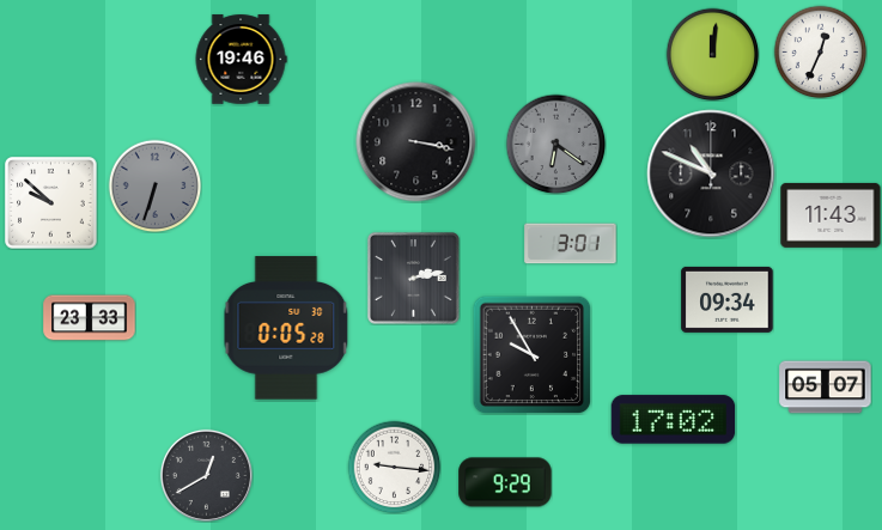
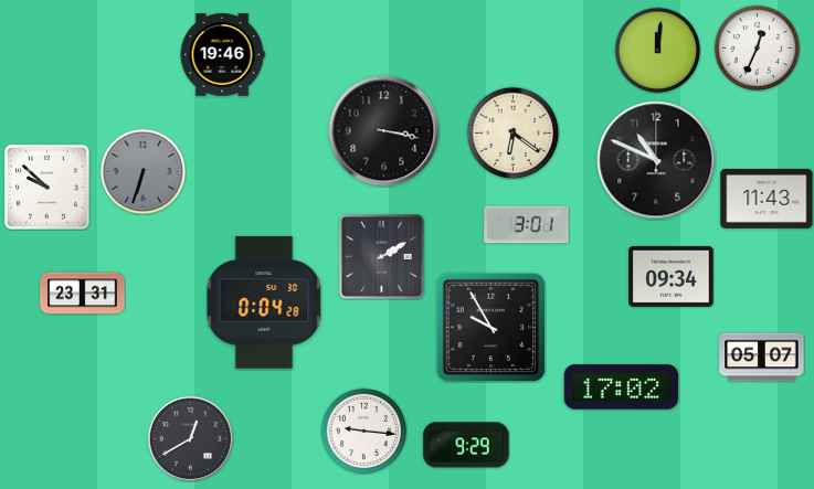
clock at (555, 144) dial: grey -> cream
clock at (413, 278): 2:13 -> 2:10
clock at (90, 318): 23:33 -> 23:31
clock at (286, 328): 0:05 -> 0:04
